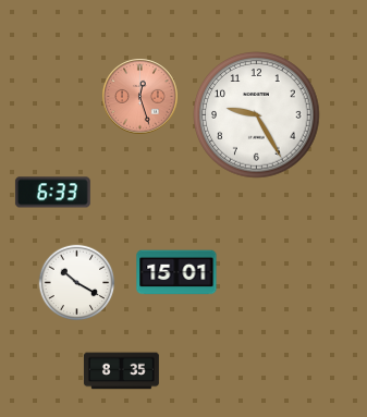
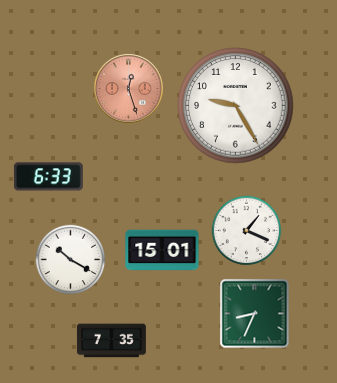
clock at (247, 231): none -> 1:19
clock at (255, 314): none -> 8:34
clock at (121, 371): 8:35 -> 7:35
